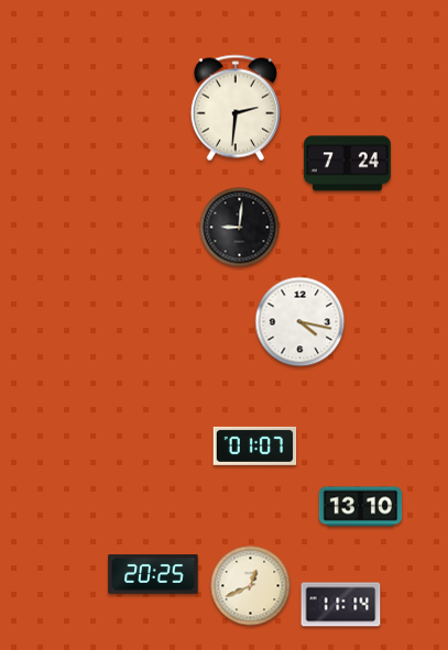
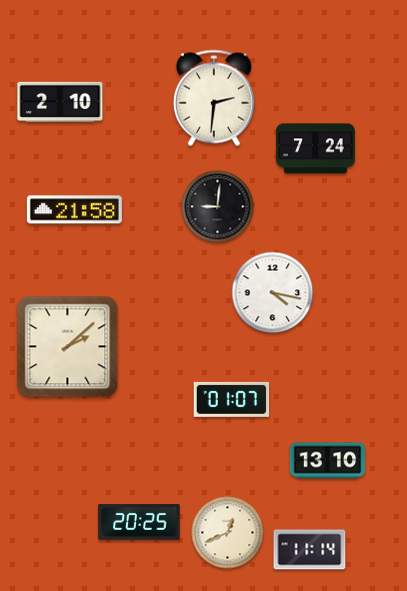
clock at (60, 101): none -> 2:10
clock at (74, 210): none -> 21:58
clock at (68, 347): none -> 2:08
clock at (255, 445) position: (255, 445) -> (232, 399)
